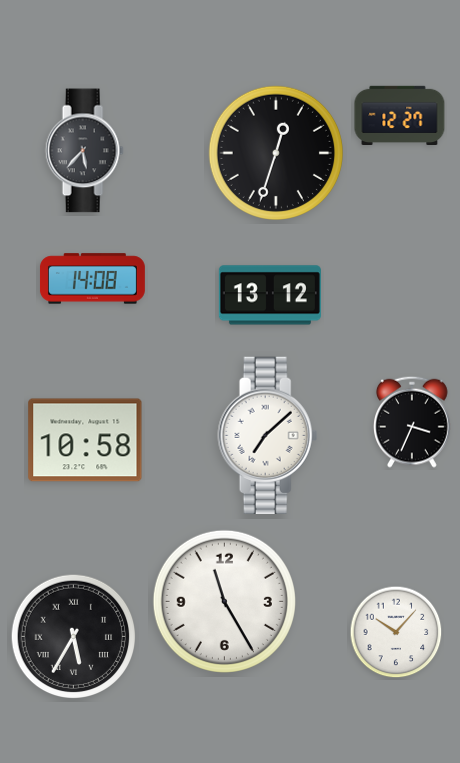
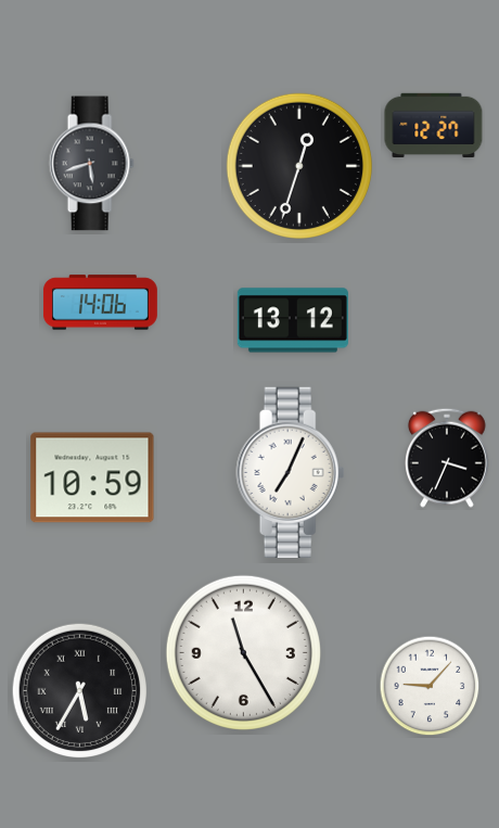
clock at (84, 151): 5:37 -> 5:42
clock at (92, 279): 14:08 -> 14:06
clock at (268, 435): 7:08 -> 7:04
clock at (85, 440): 10:58 -> 10:59
clock at (396, 632): 10:07 -> 9:07
